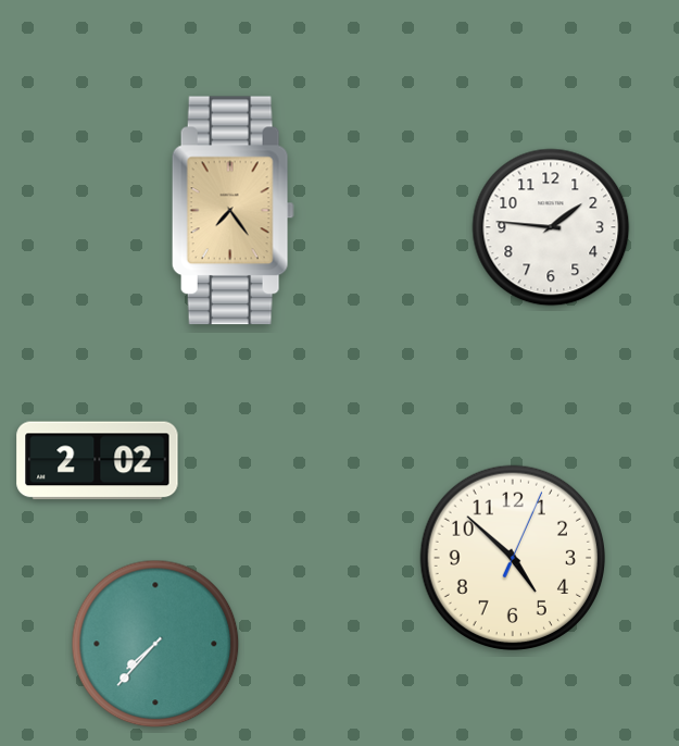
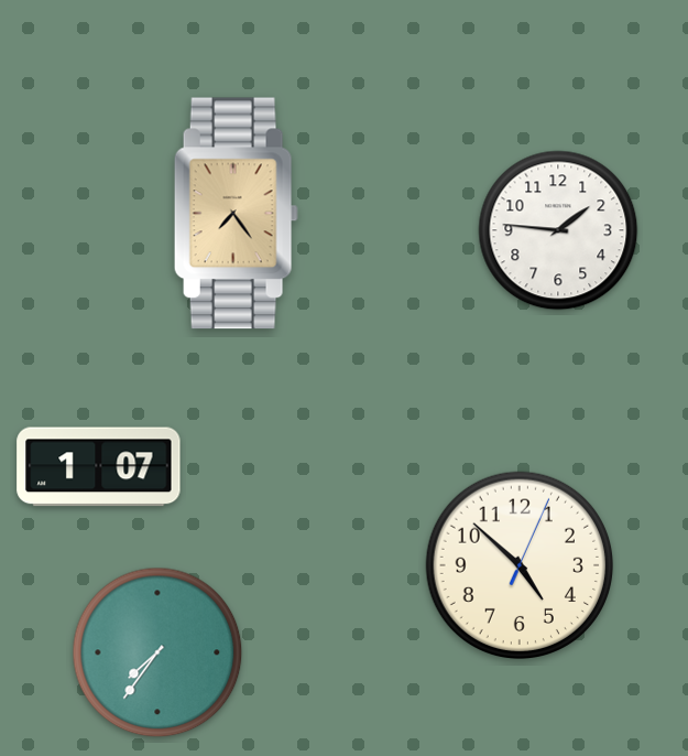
clock at (98, 461): 2:02 -> 1:07
clock at (155, 644): 7:37 -> 7:36
